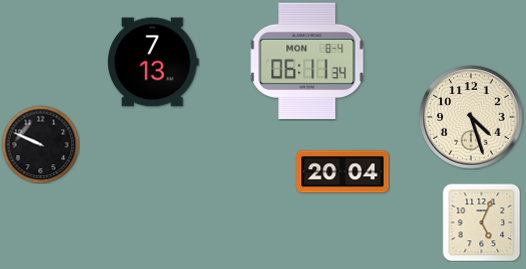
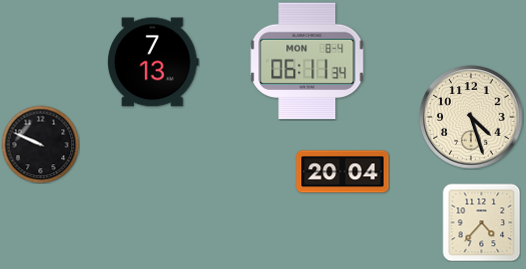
clock at (481, 222): 5:04 -> 4:37
